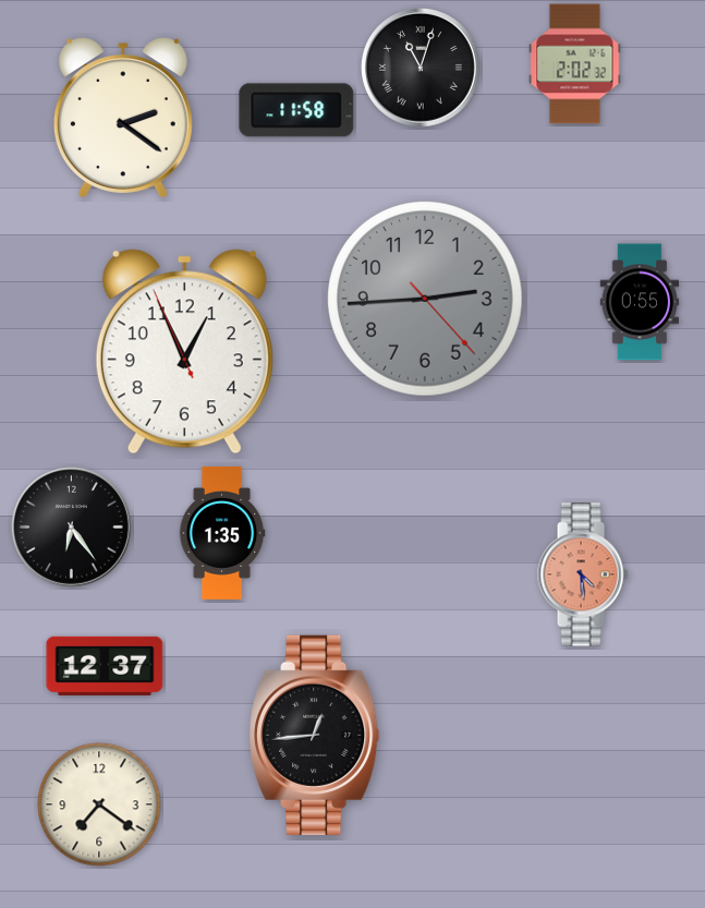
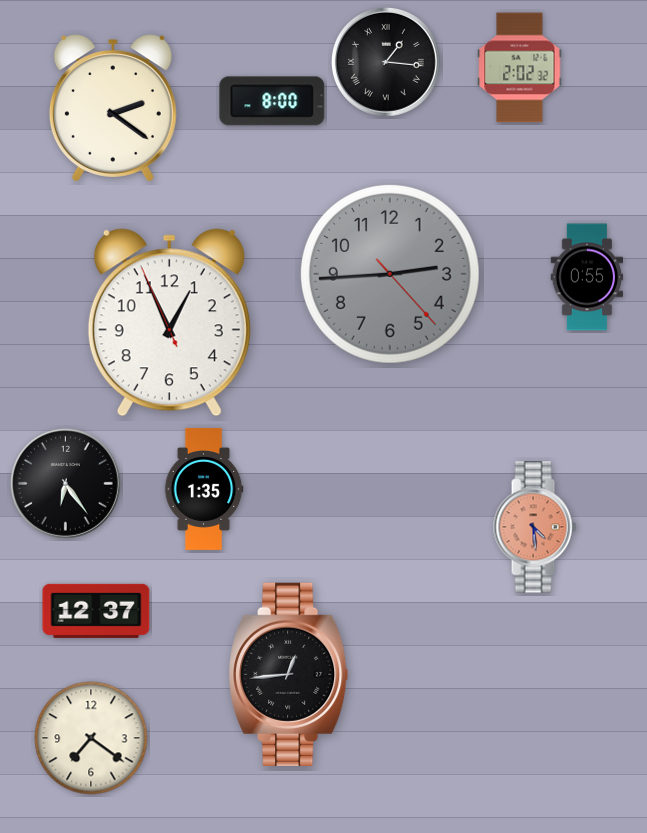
clock at (575, 64) position: (575, 64) -> (520, 68)
clock at (421, 68): 11:03 -> 1:16
clock at (296, 110): 11:58 -> 8:00
